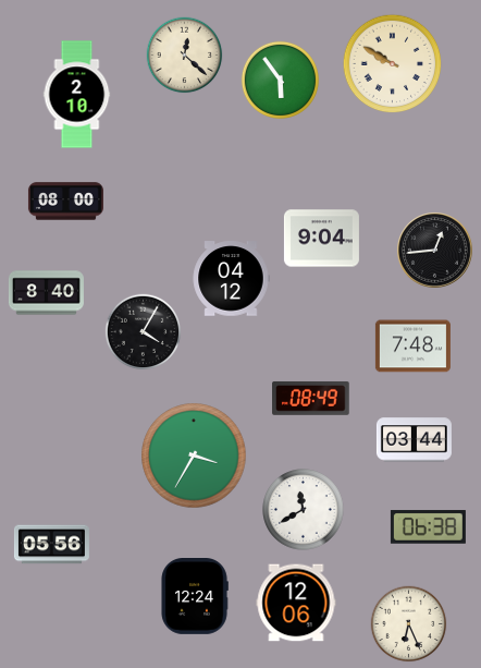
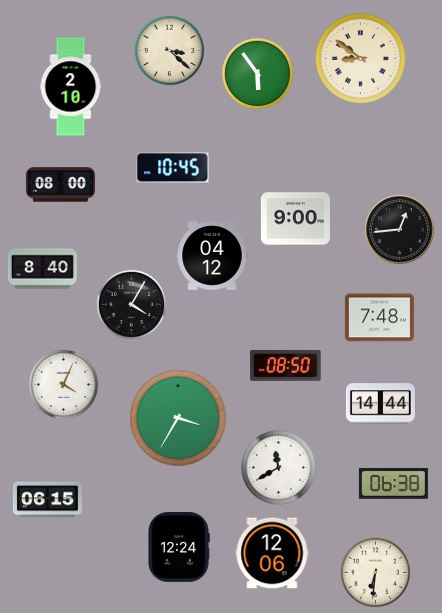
clock at (185, 56): 12:22 -> 3:22
clock at (393, 64): 9:50 -> 8:51
clock at (173, 168): none -> 10:45
clock at (321, 239): 9:04 -> 9:00
clock at (311, 399): 08:49 -> 08:50
clock at (64, 385): none -> 4:04
clock at (414, 440): 03:44 -> 14:44
clock at (51, 545): 05:56 -> 06:15
clock at (409, 624): 6:26 -> 6:31
